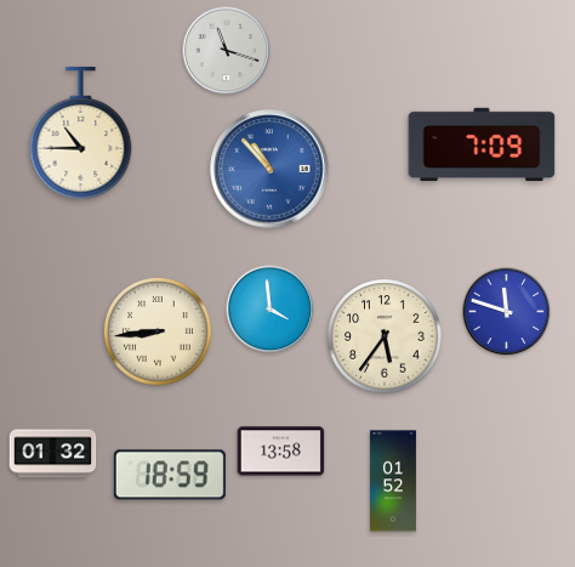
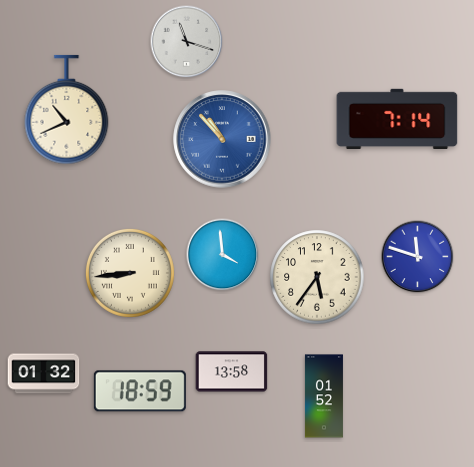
clock at (81, 134): 10:45 -> 10:41
clock at (482, 143): 7:09 -> 7:14
